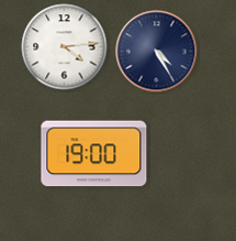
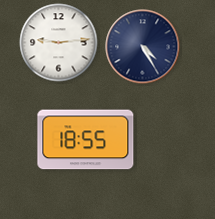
clock at (65, 47): 4:14 -> 9:14
clock at (94, 154): 19:00 -> 18:55
